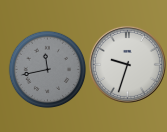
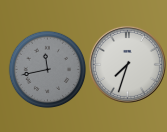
clock at (127, 64): 9:33 -> 7:33
